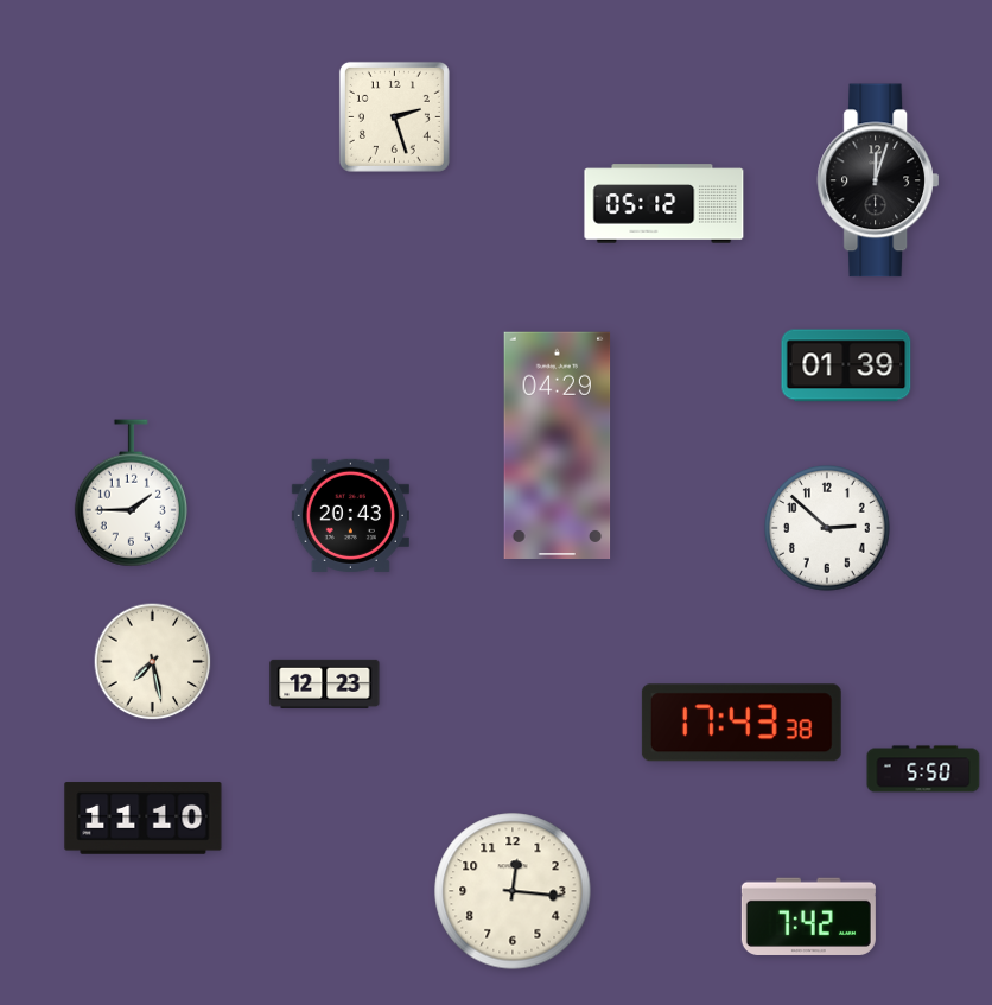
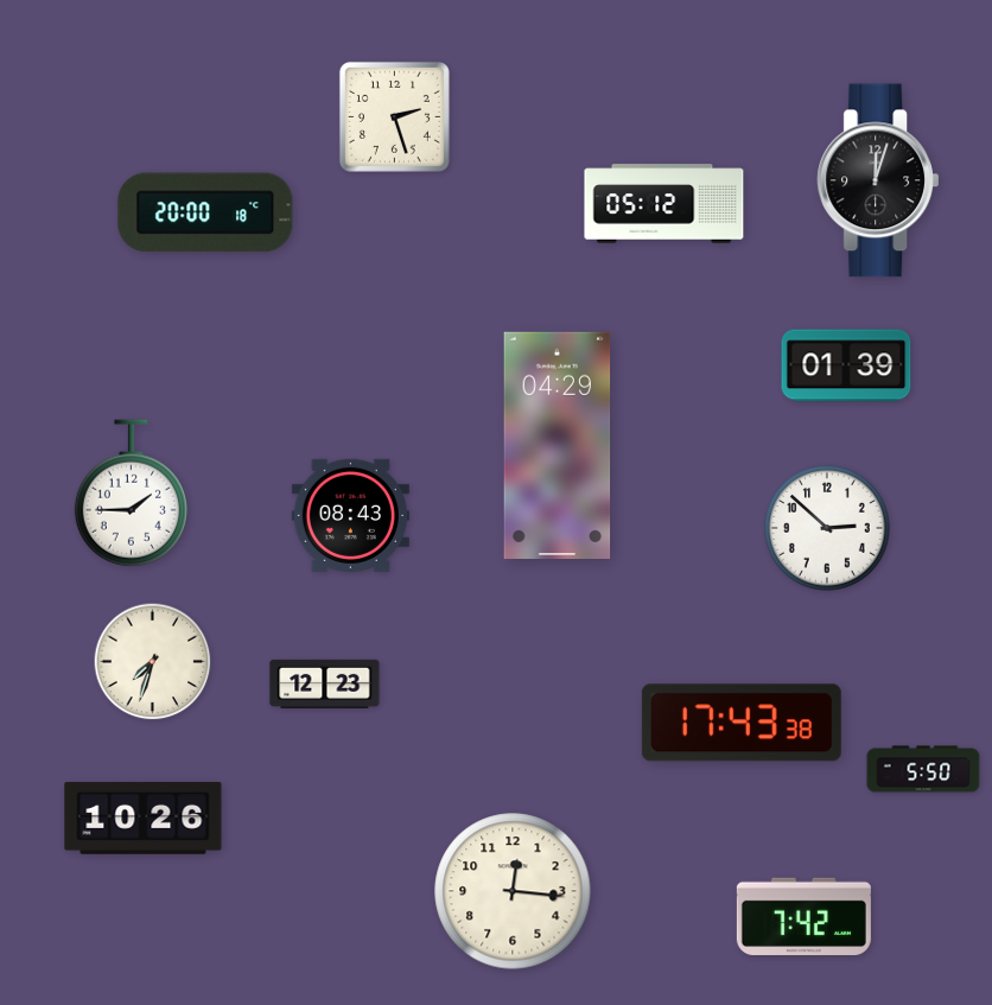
clock at (205, 212): none -> 20:00
clock at (350, 515): 20:43 -> 08:43
clock at (153, 662): 7:28 -> 7:33
clock at (144, 819): 11:10 -> 10:26
clock at (808, 916) position: (808, 916) -> (803, 916)
